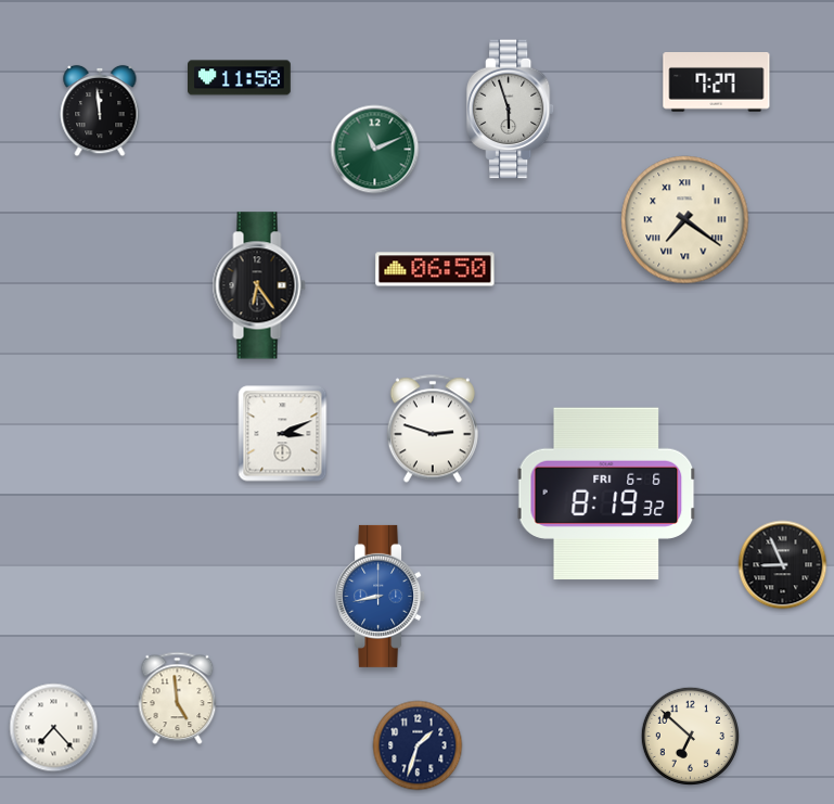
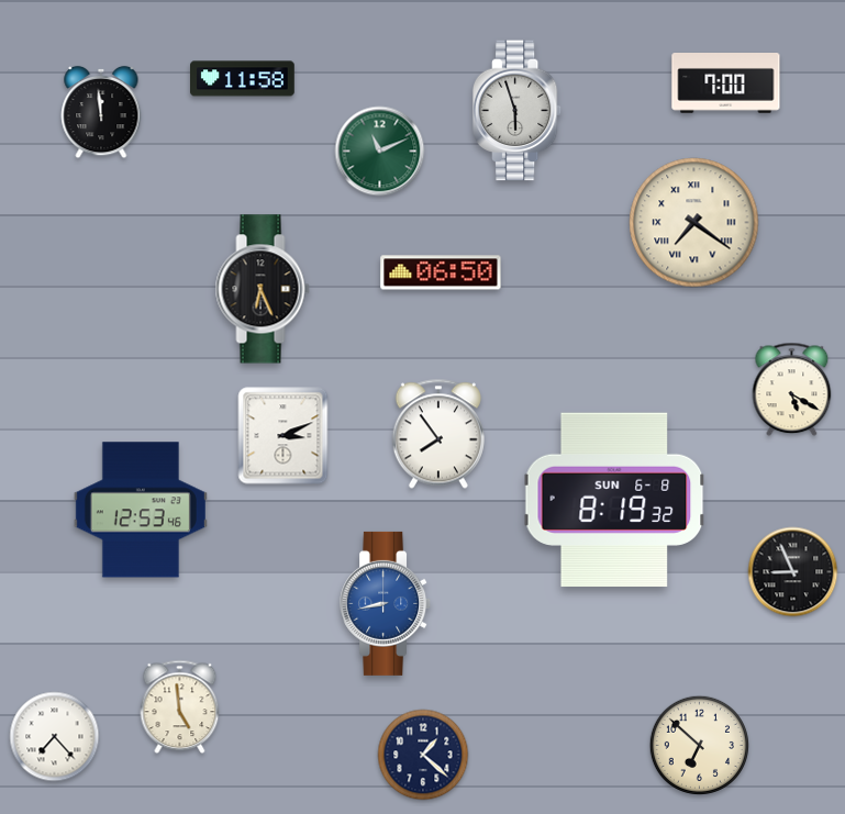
clock at (717, 82): 7:27 -> 7:00
clock at (259, 285): 6:24 -> 6:26
clock at (792, 390): none -> 5:20
clock at (433, 429): 2:48 -> 7:54
clock at (283, 434) position: (283, 434) -> (283, 436)
clock at (606, 494) date: FRI 6-6 -> SUN 6-8
clock at (141, 510): none -> 12:53
clock at (418, 745): 1:33 -> 1:22
